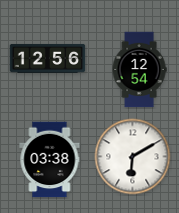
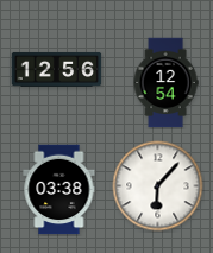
clock at (133, 157): 6:10 -> 6:07
